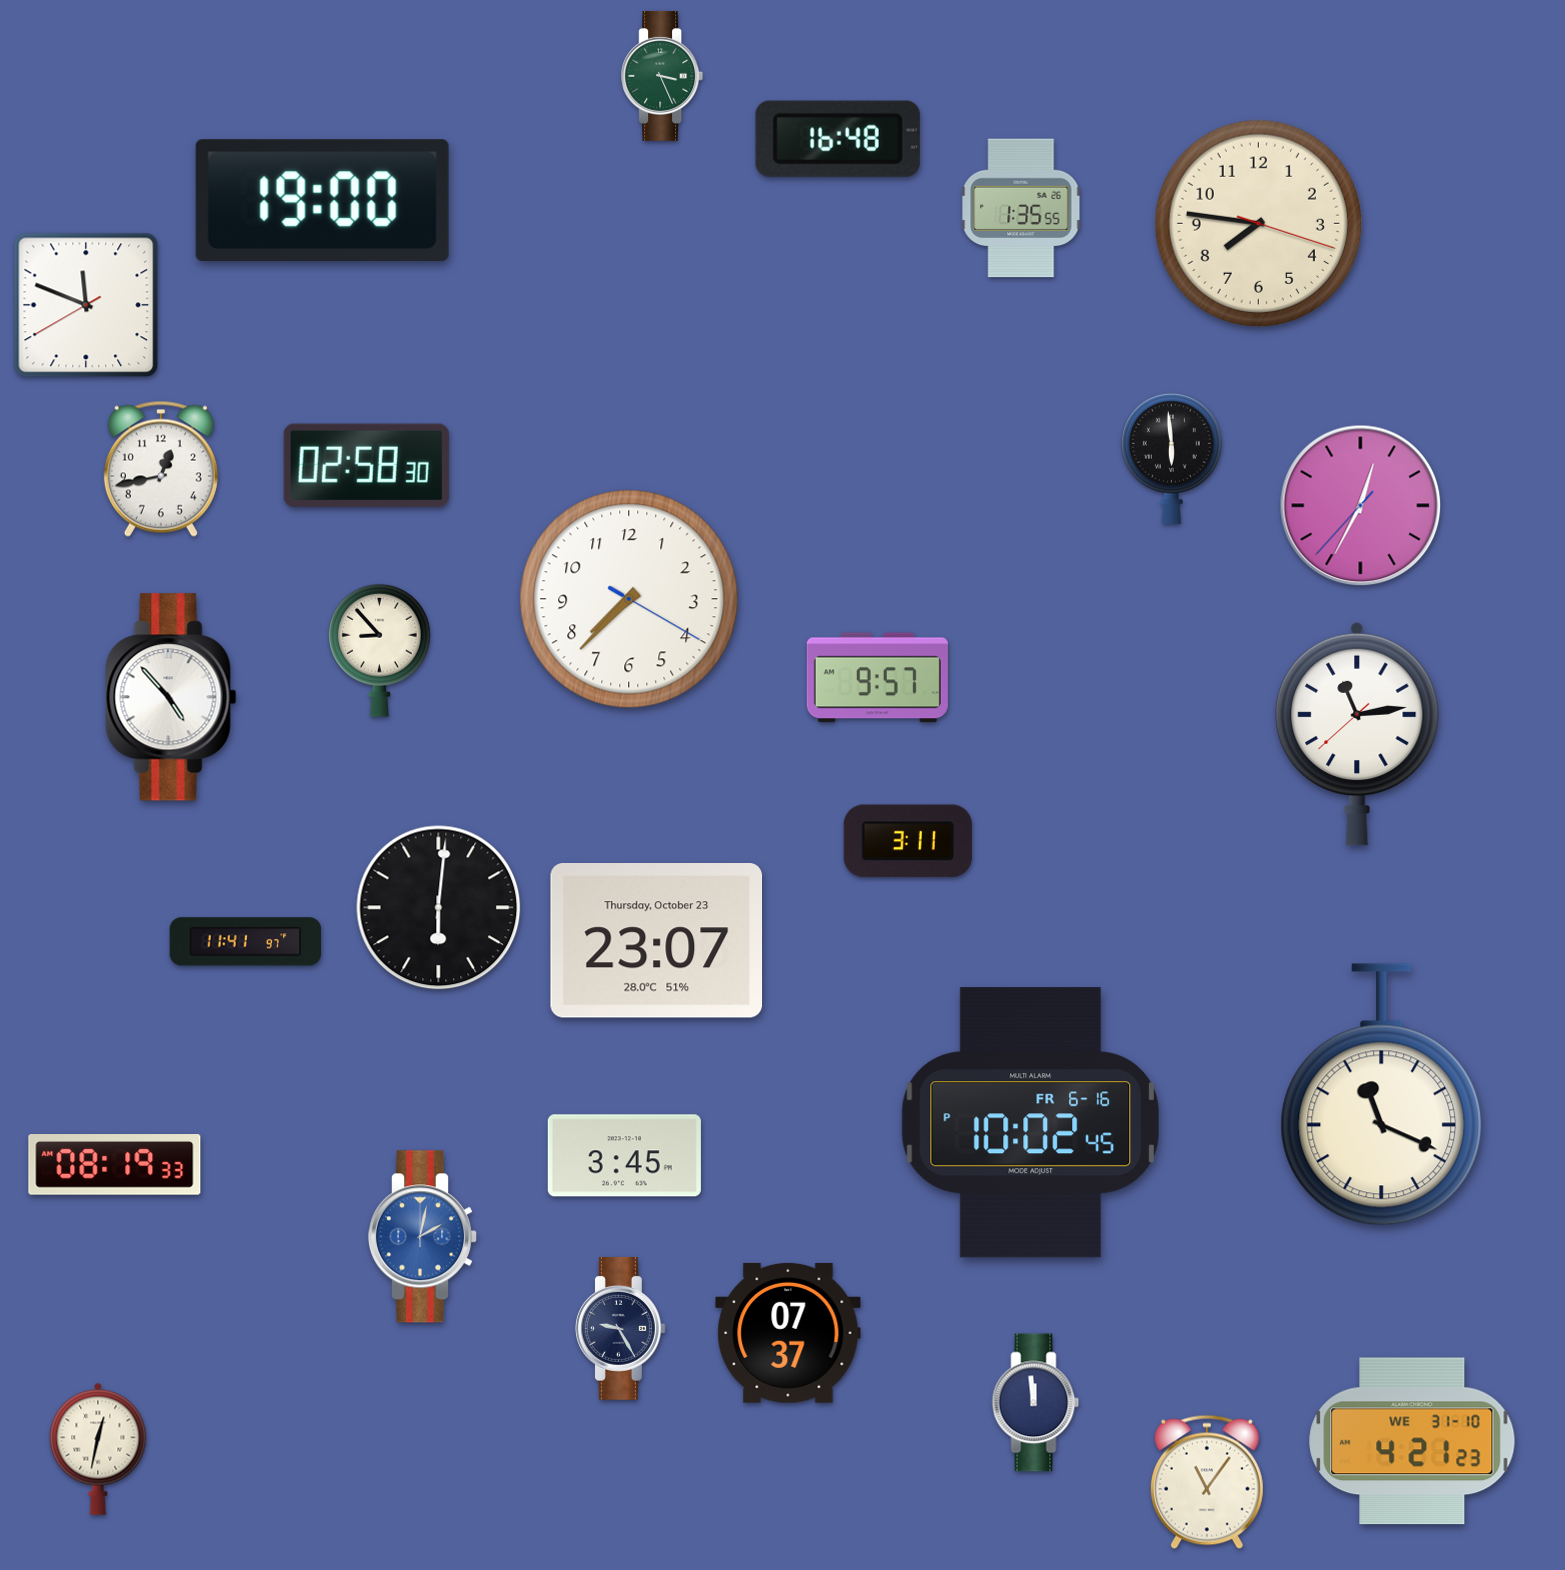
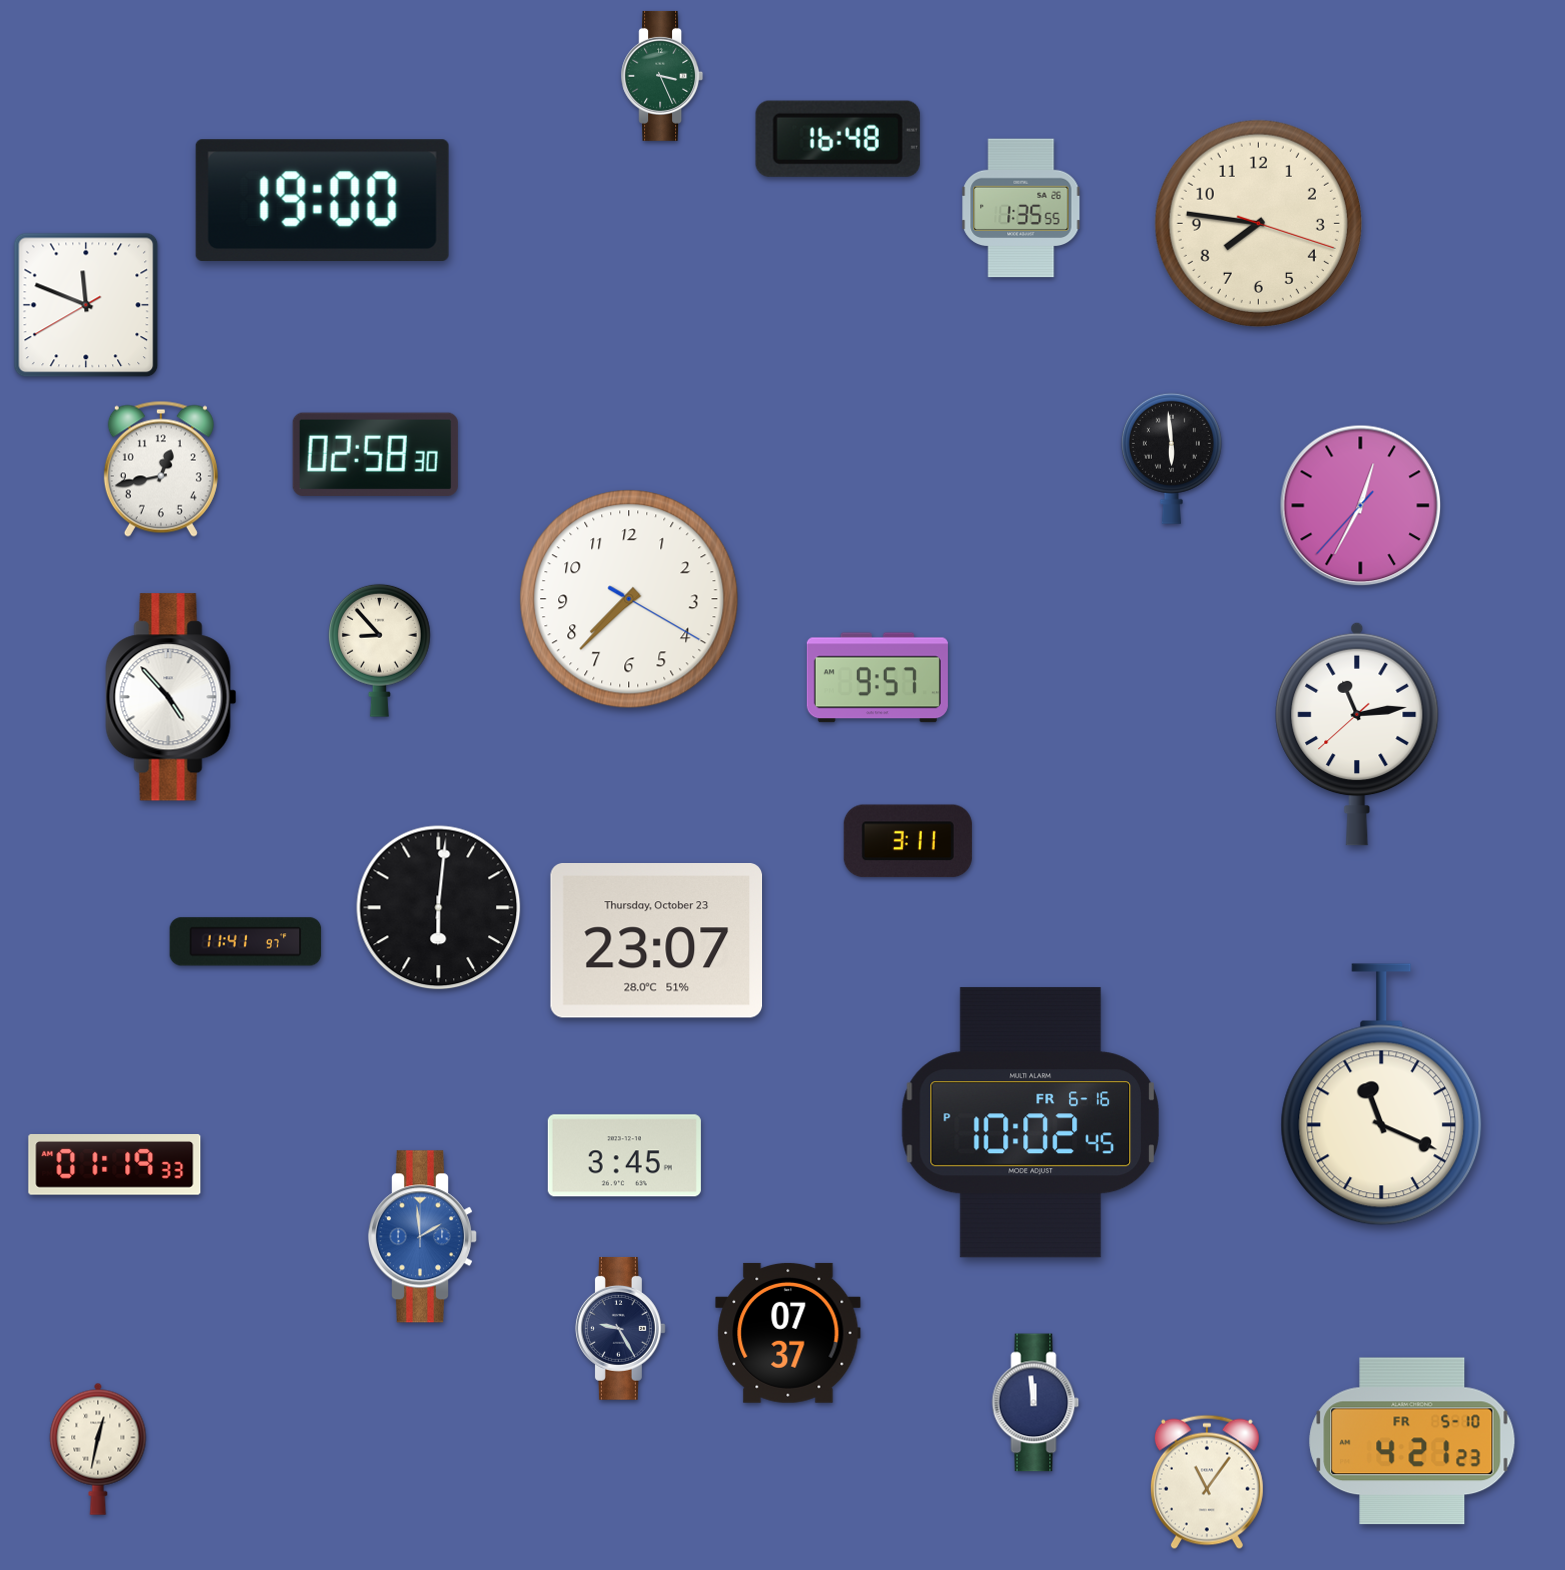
clock at (366, 465) position: (366, 465) -> (375, 454)
clock at (115, 1165): 08:19 -> 01:19
clock at (422, 1237): 2:02 -> 1:59
clock at (1412, 1441) date: WE 31-10 -> FR 5-10
